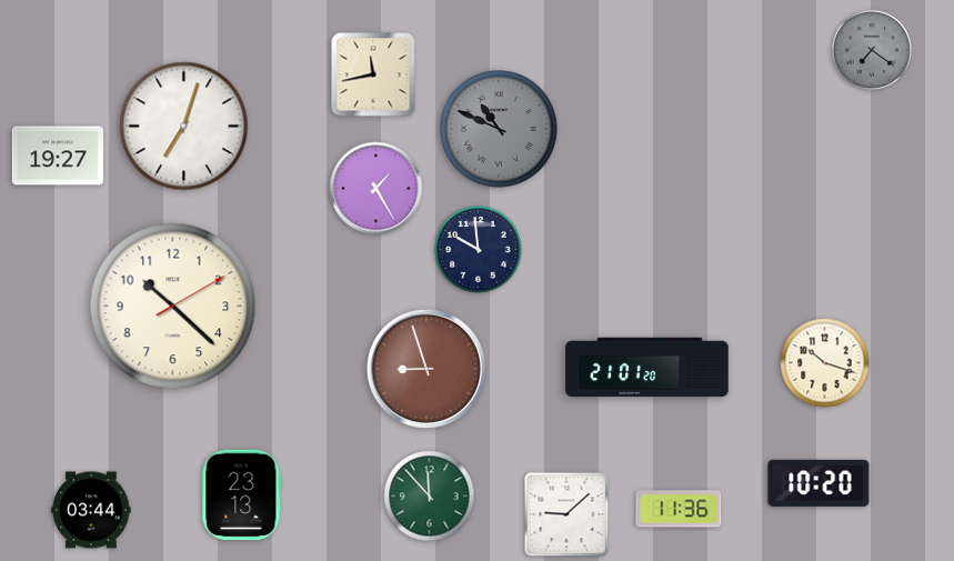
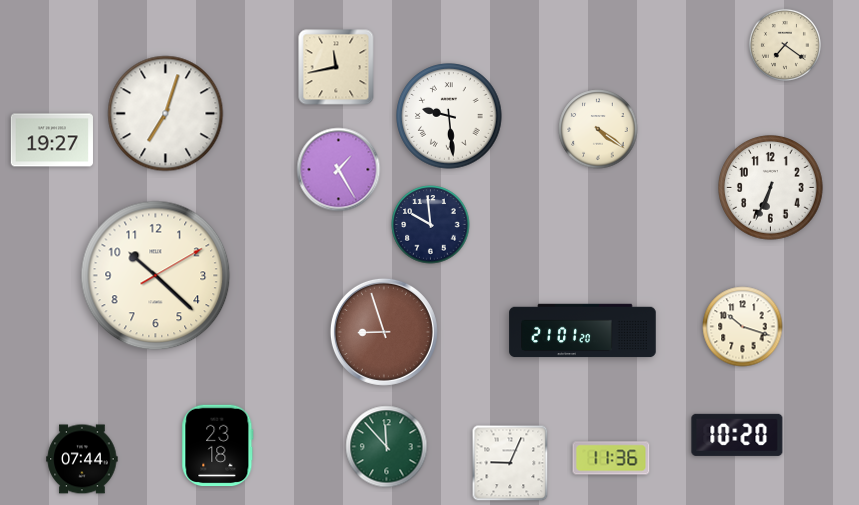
clock at (872, 50) dial: grey -> cream
clock at (499, 129): 10:49 -> 9:29
clock at (499, 129) dial: grey -> white
clock at (598, 129): none -> 4:21
clock at (771, 188): none -> 6:34
clock at (242, 495): 23:13 -> 23:18
clock at (91, 510): 03:44 -> 07:44
clock at (566, 514): 9:08 -> 9:04
